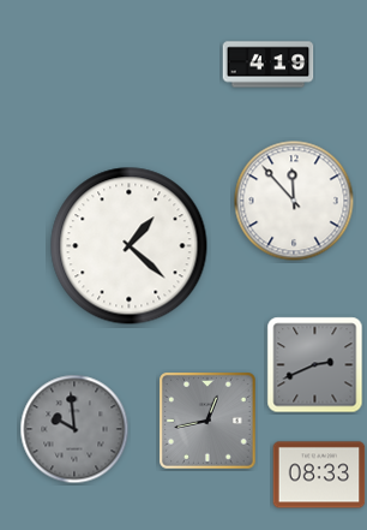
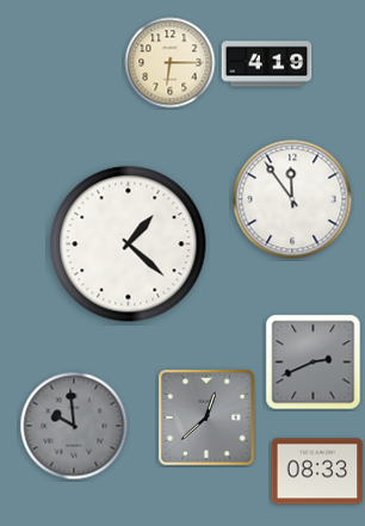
clock at (171, 63): none -> 6:15
clock at (294, 201): 11:53 -> 11:54
clock at (209, 422): 12:43 -> 12:38
